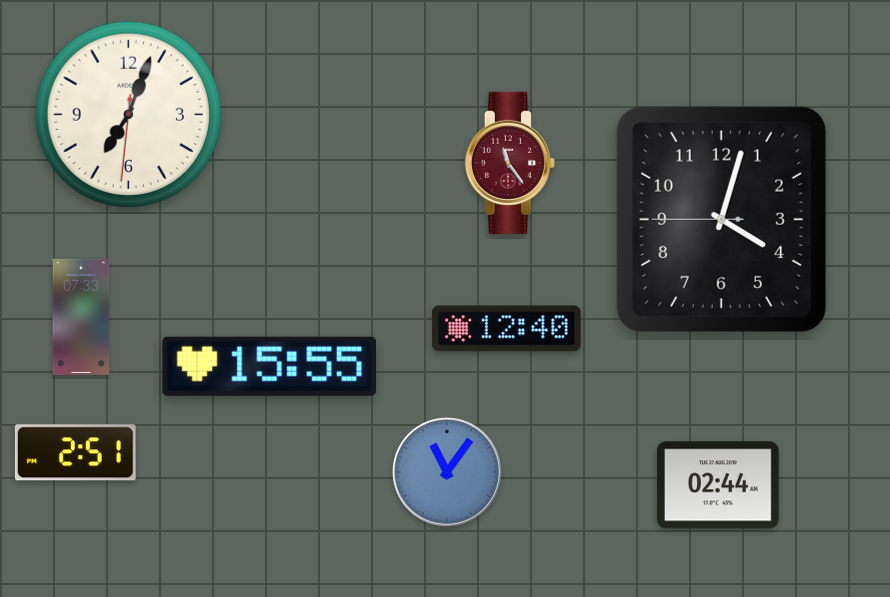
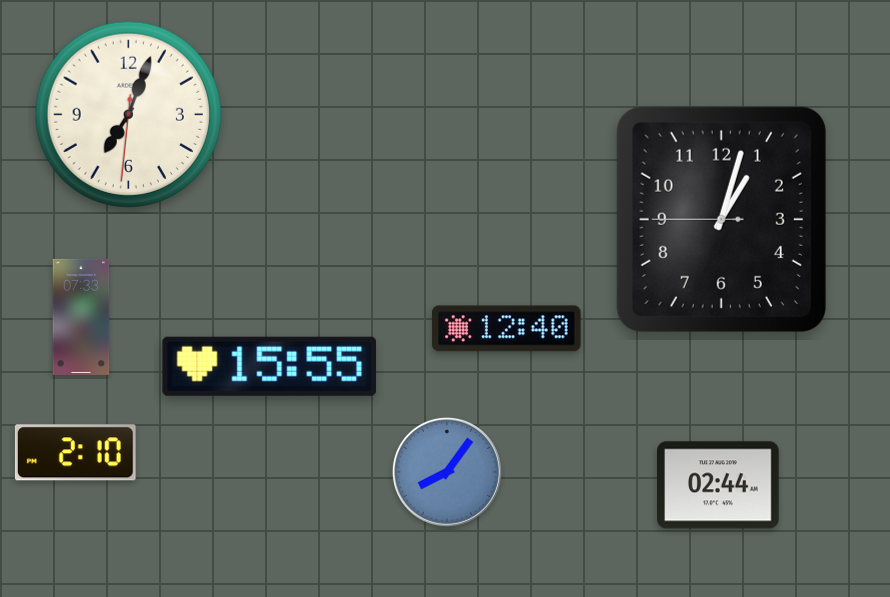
clock at (510, 163): 11:24 -> none
clock at (721, 219): 4:02 -> 1:02
clock at (75, 453): 2:51 -> 2:10
clock at (447, 472): 11:06 -> 8:06
